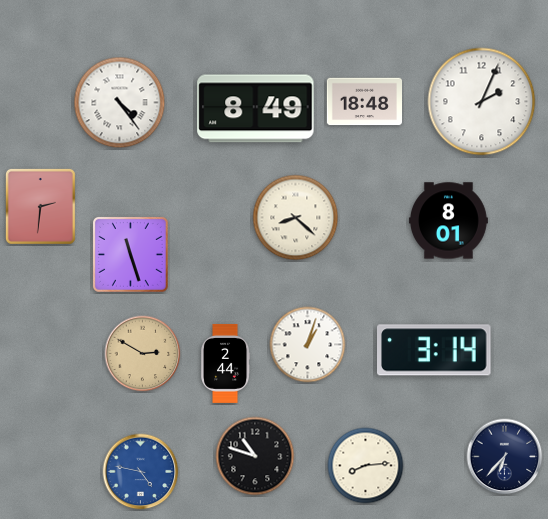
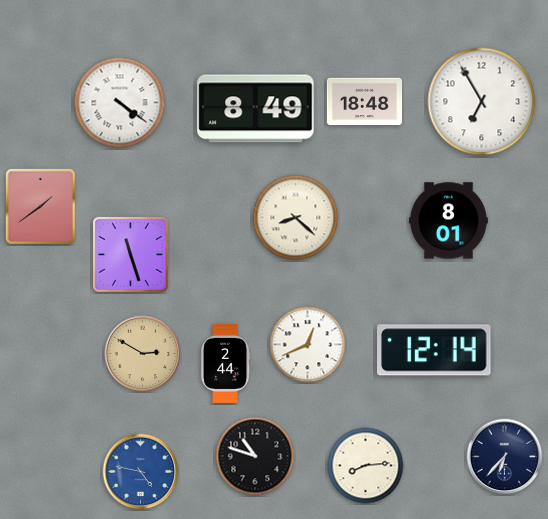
clock at (482, 102): 2:04 -> 6:55
clock at (120, 103): 4:24 -> 4:21
clock at (40, 206): 2:31 -> 1:39
clock at (308, 345): 1:03 -> 12:41
clock at (435, 350): 3:14 -> 12:14
